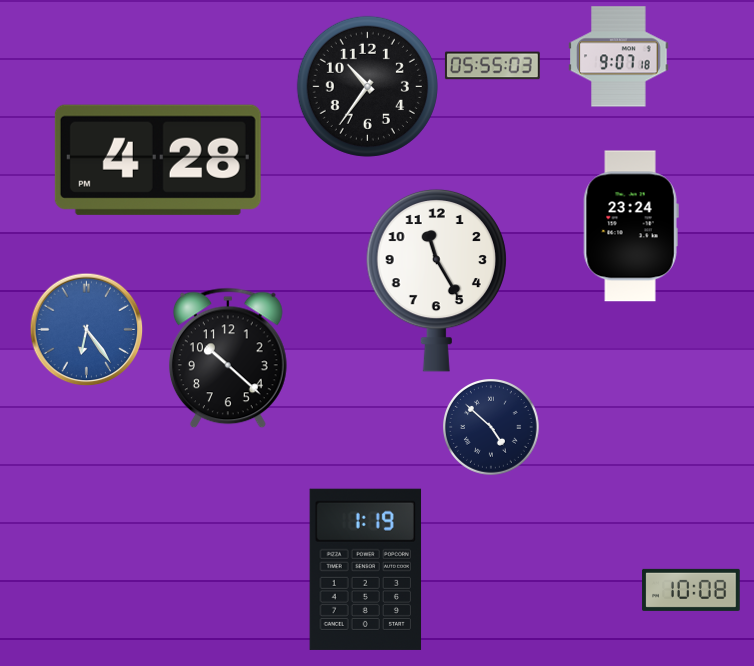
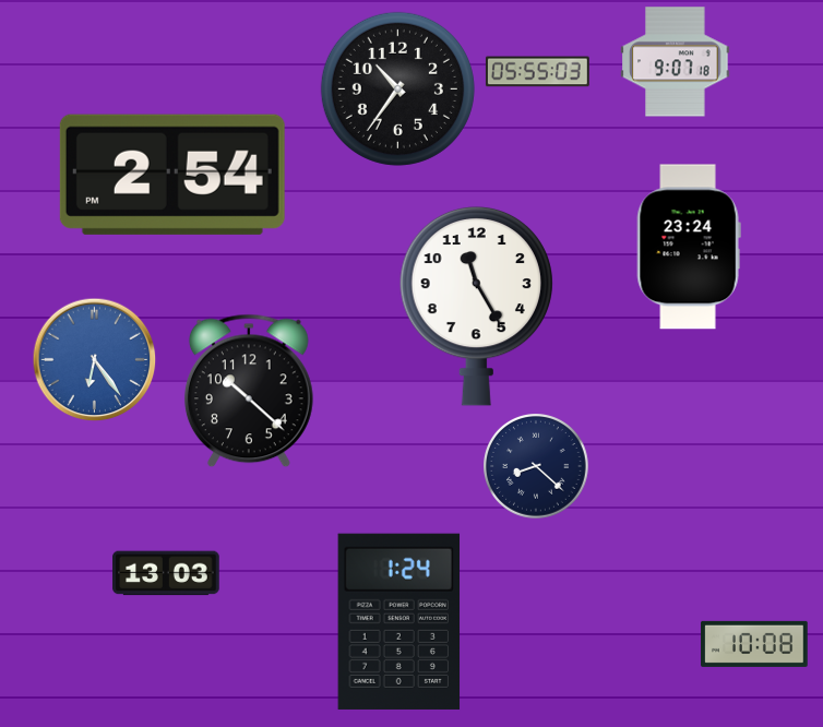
clock at (367, 86) position: (367, 86) -> (397, 88)
clock at (158, 160): 4:28 -> 2:54
clock at (492, 428): 4:52 -> 8:22
clock at (166, 573): none -> 13:03
clock at (366, 569): 1:19 -> 1:24
